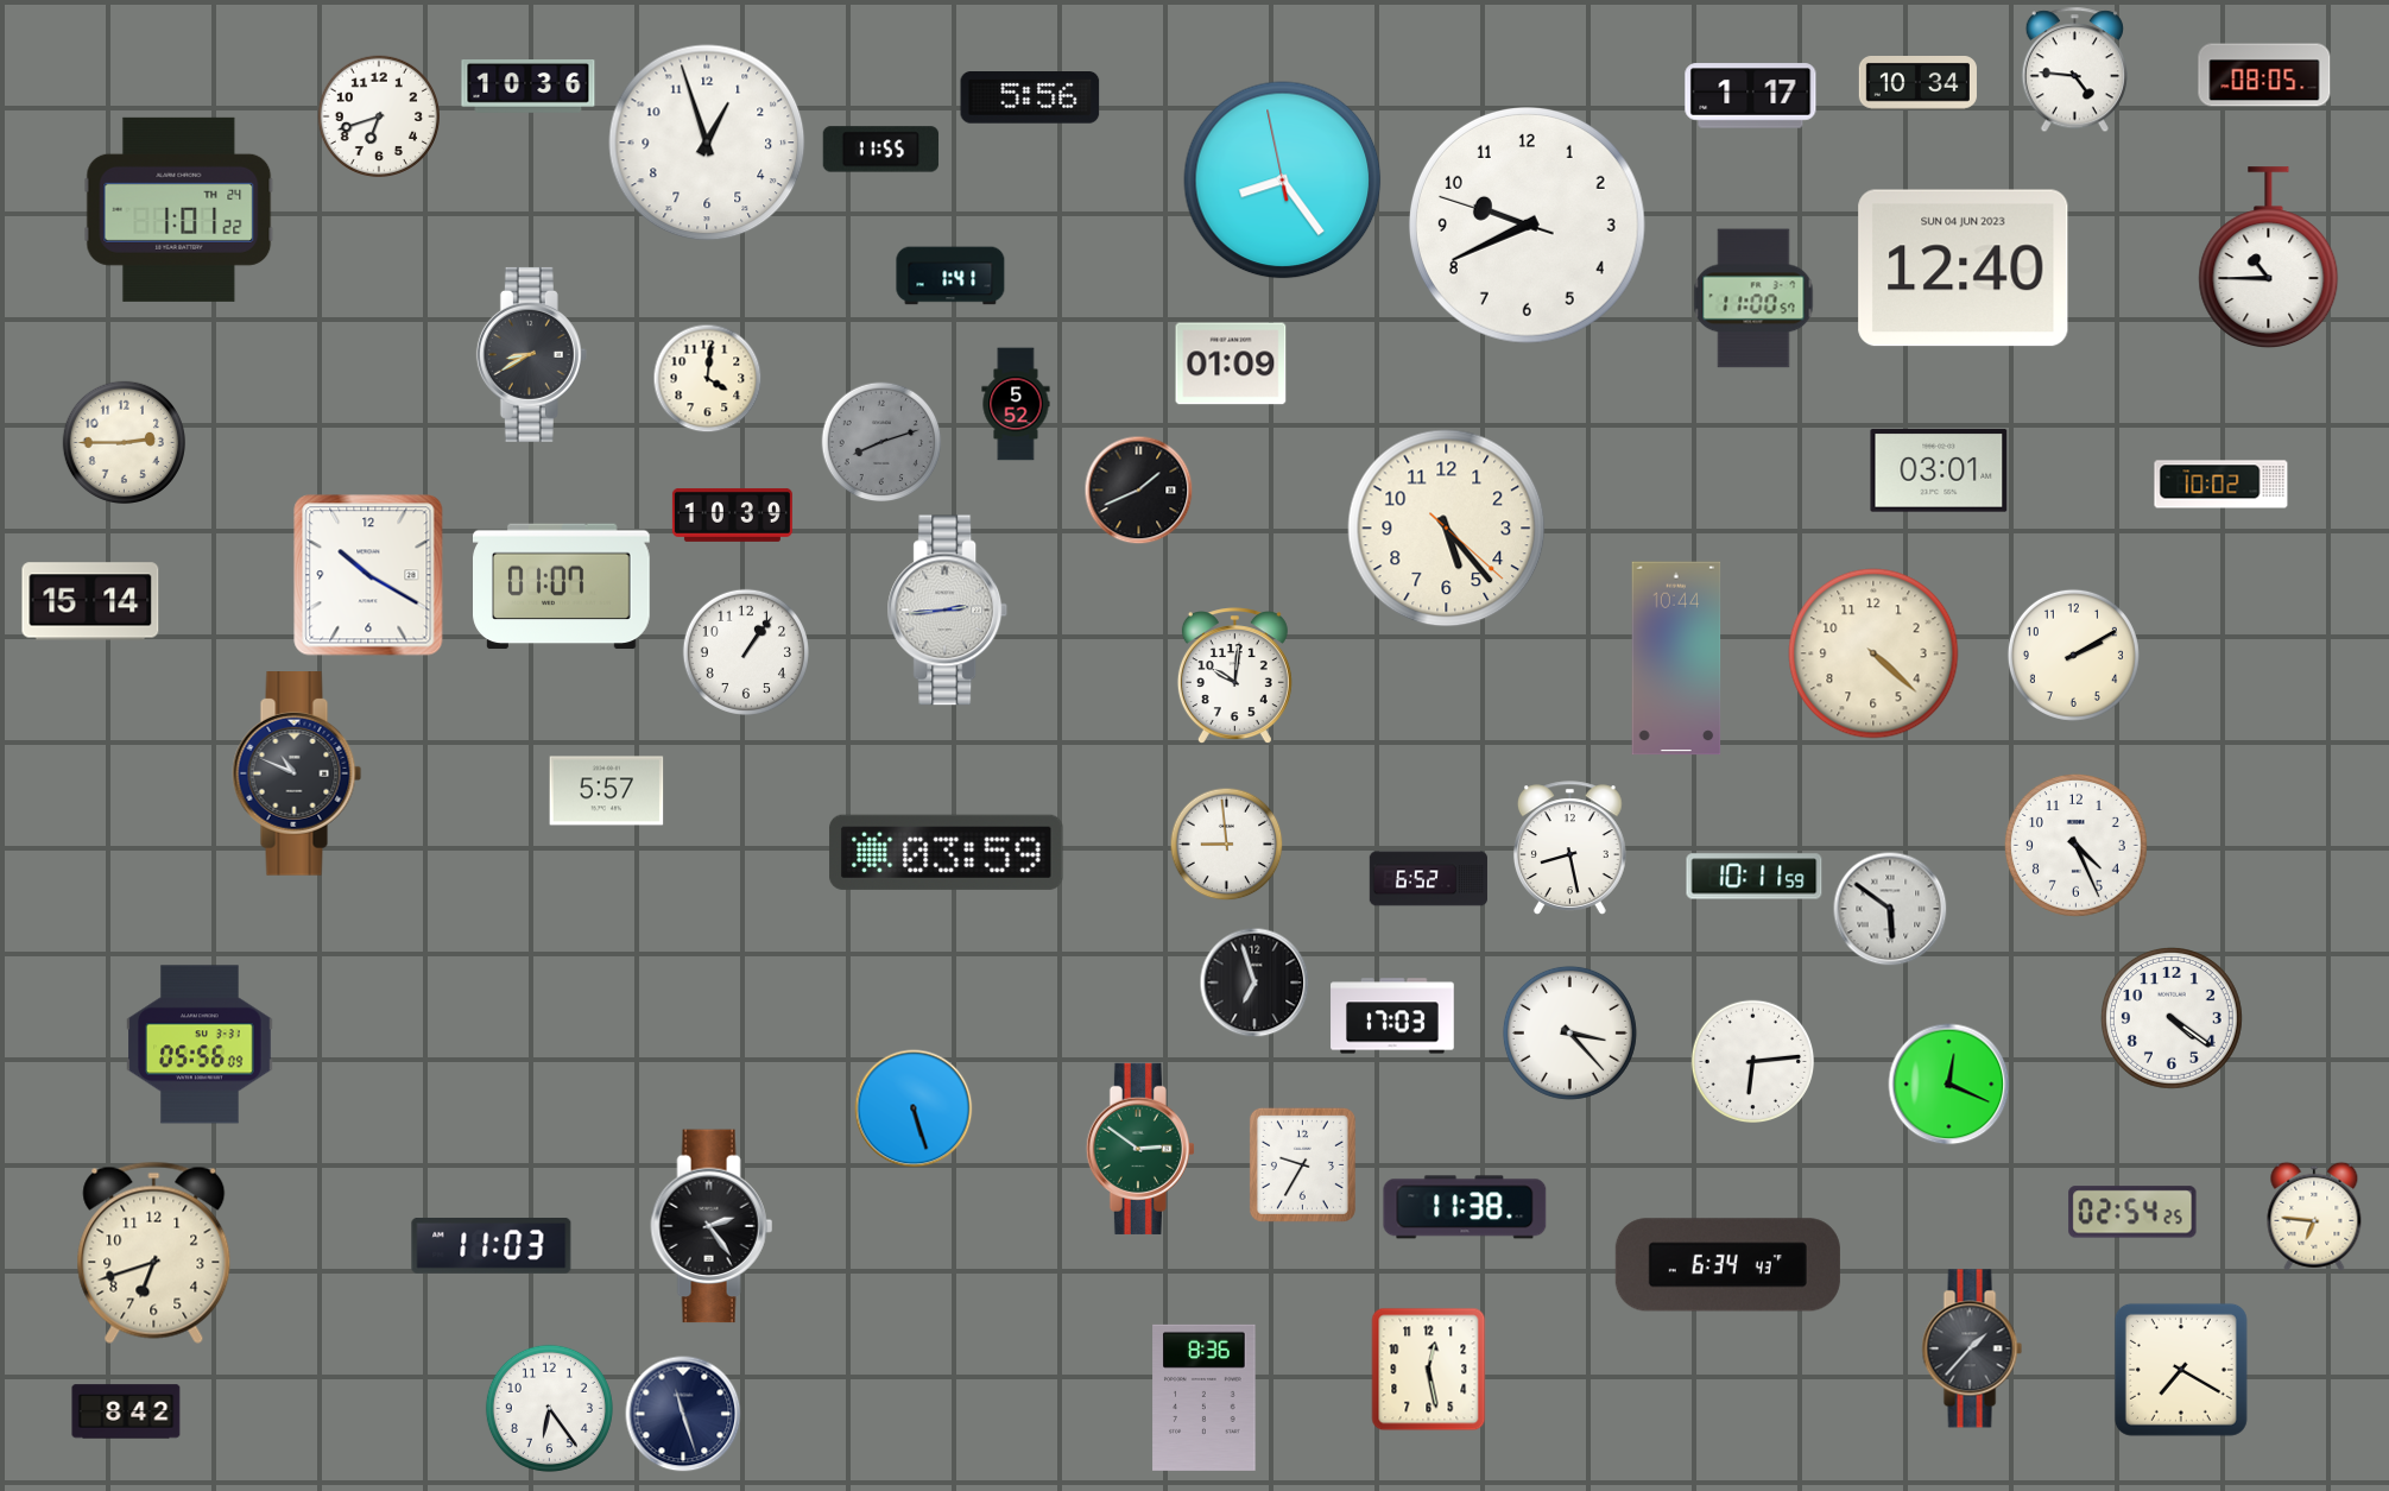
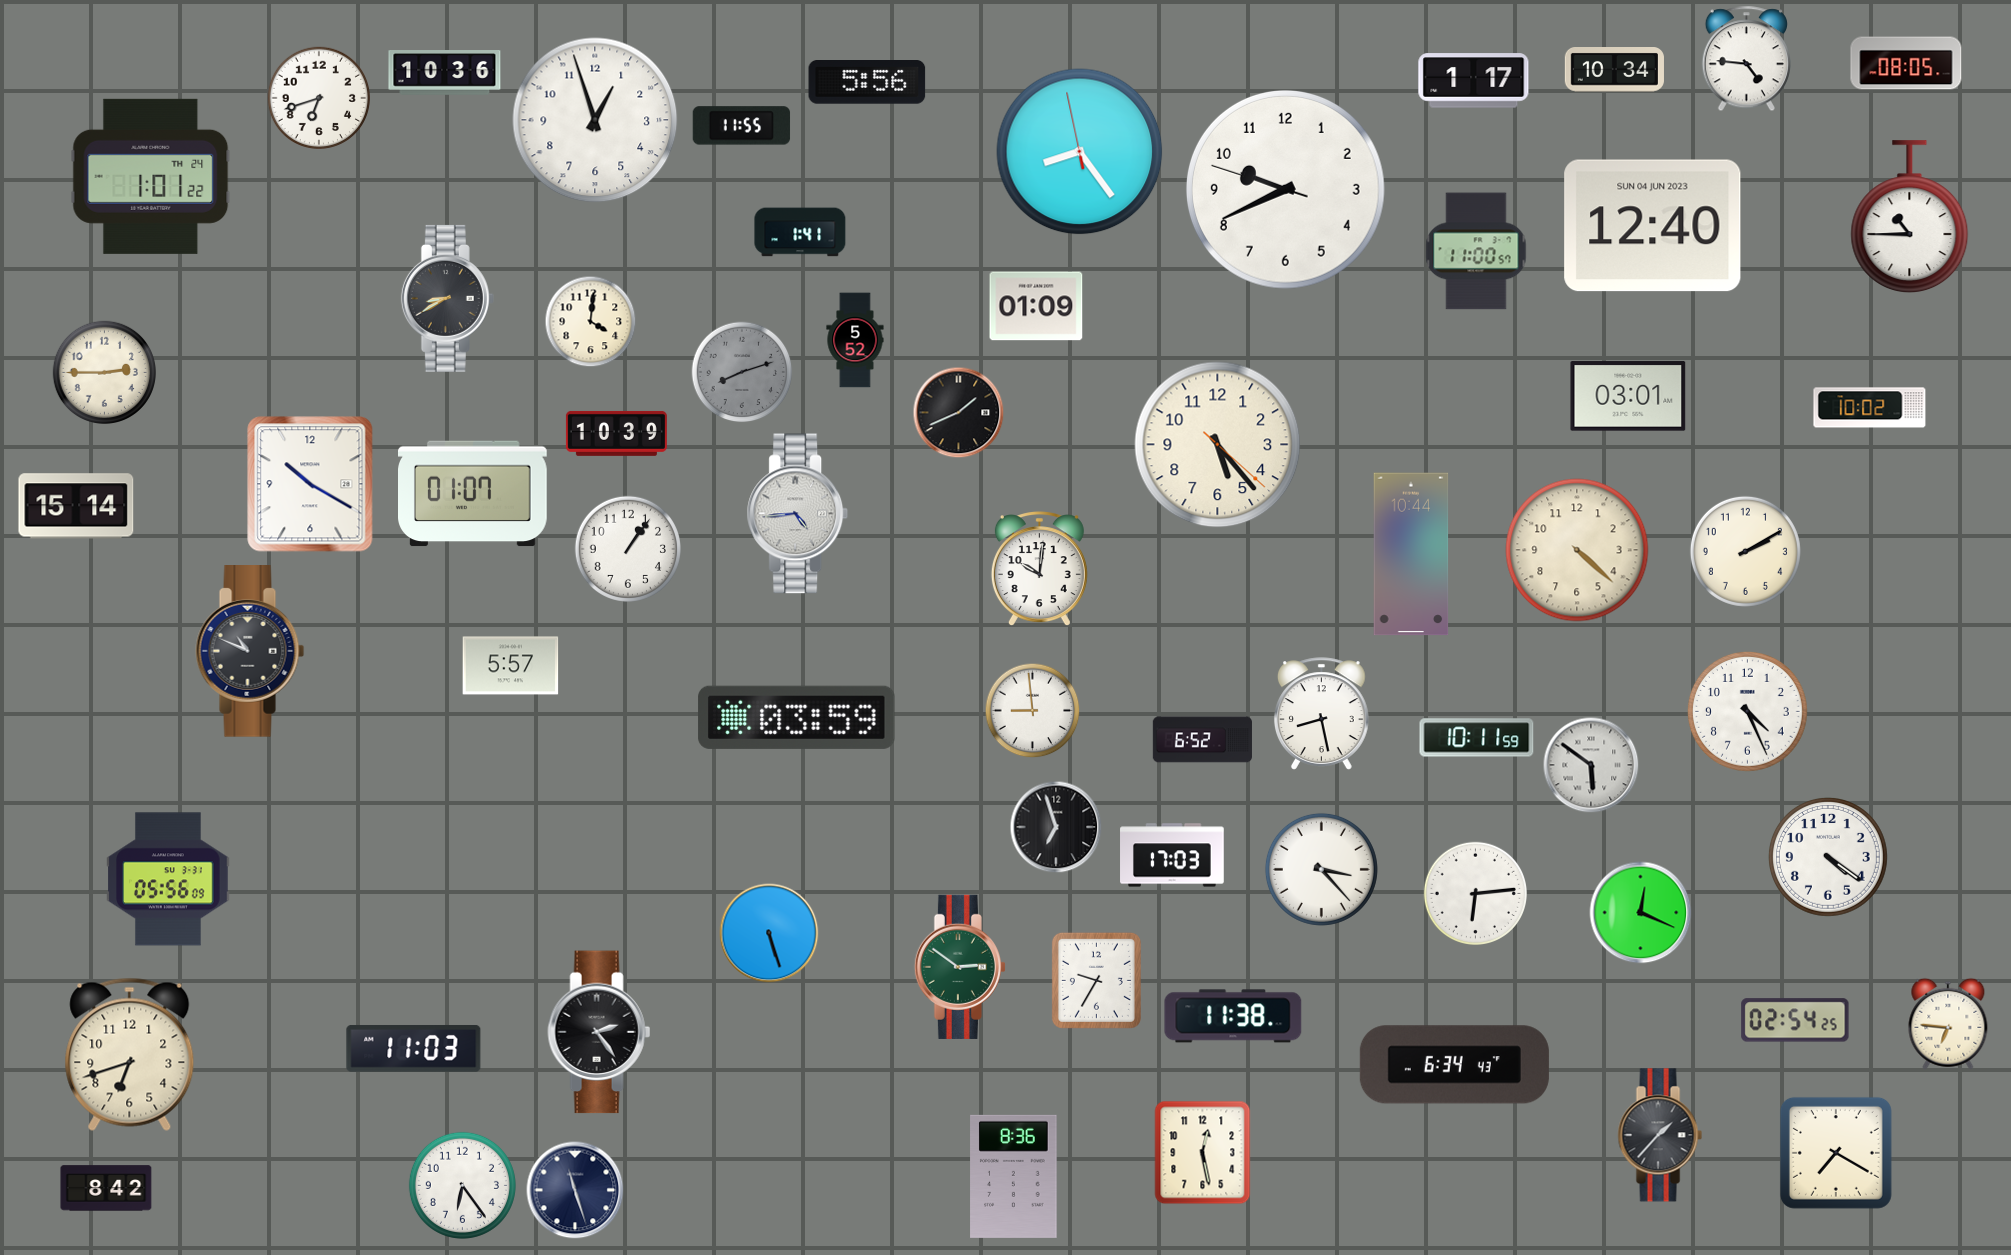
clock at (708, 379) position: (708, 379) -> (591, 322)
clock at (1939, 470) position: (1939, 470) -> (1628, 396)
clock at (948, 611): 2:44 -> 4:44
